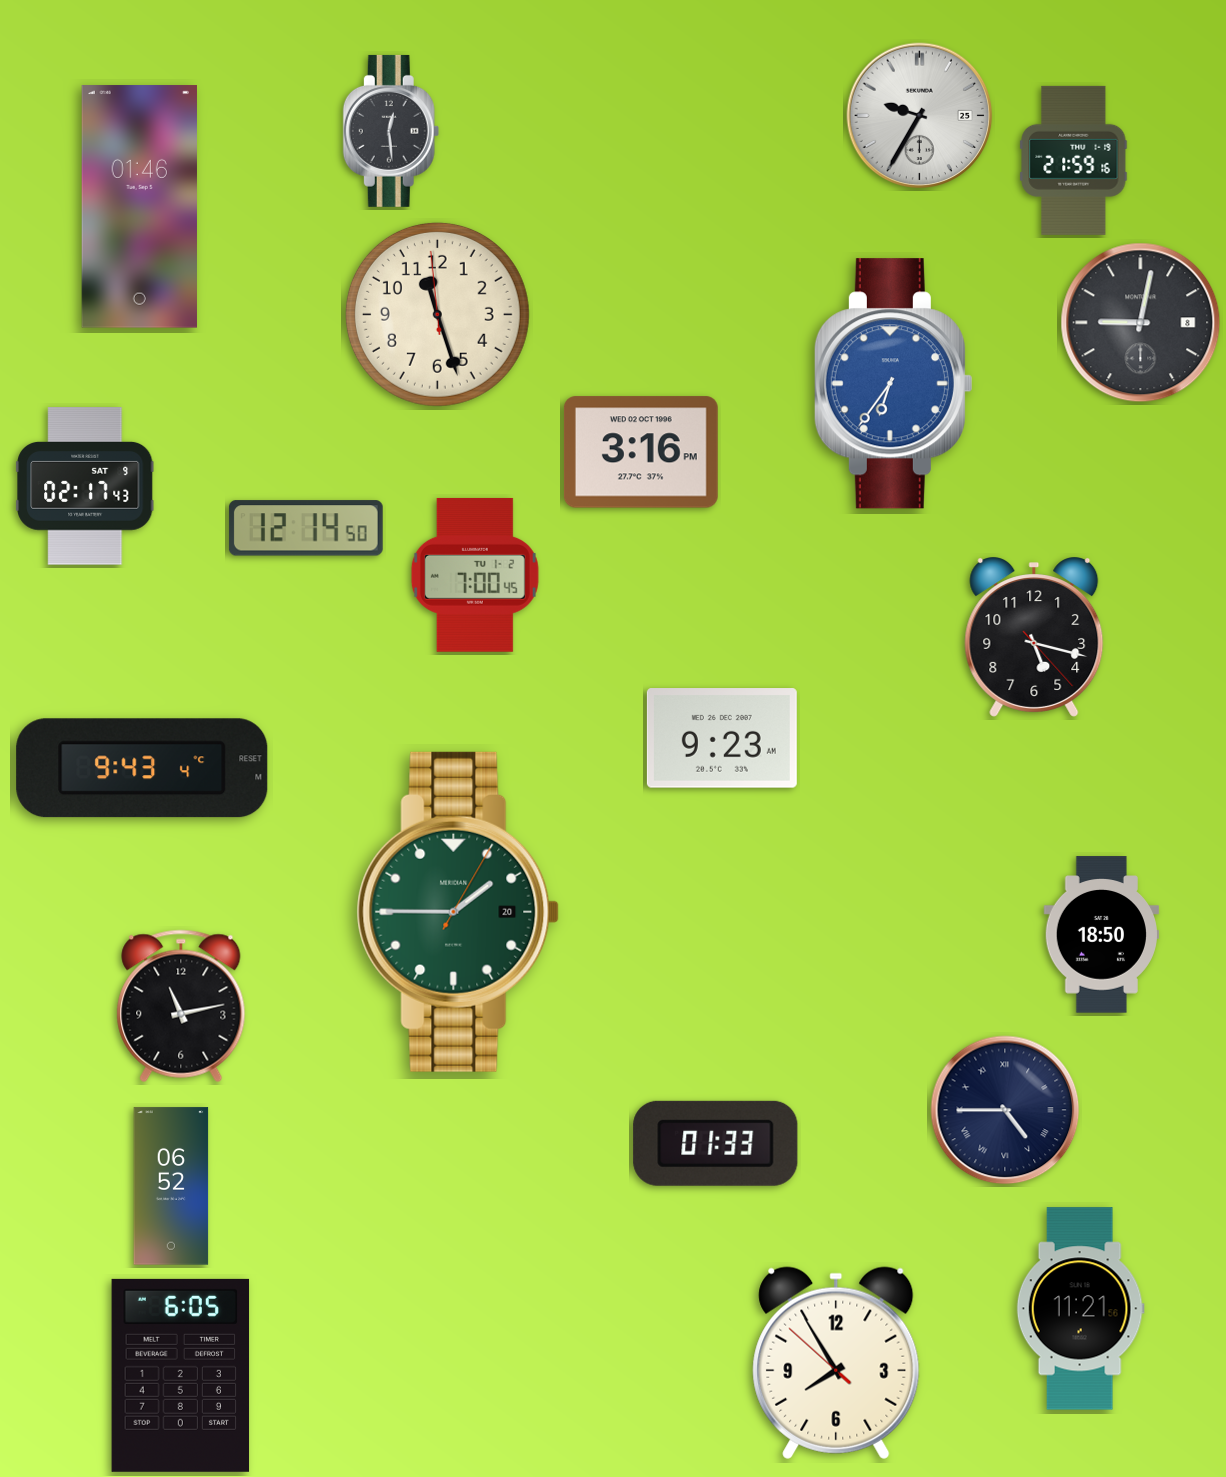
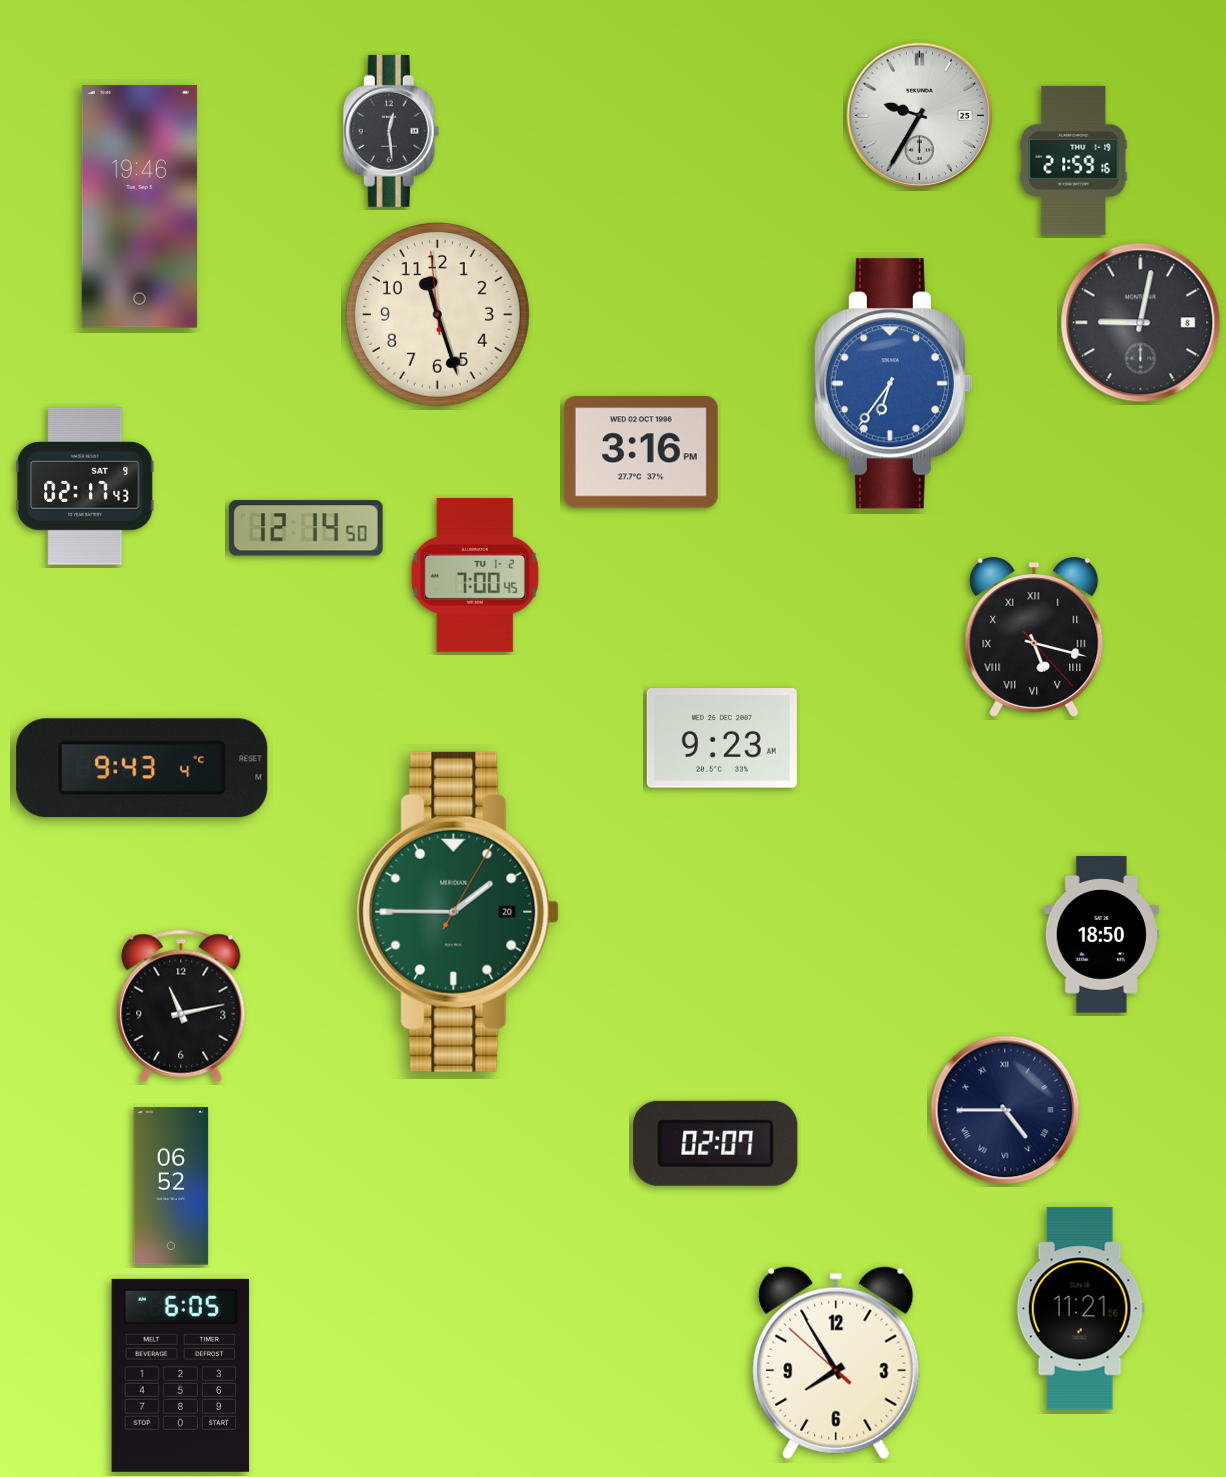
clock at (139, 207): 01:46 -> 19:46
clock at (1034, 637) numerals: Arabic -> Roman
clock at (716, 1143): 01:33 -> 02:07
